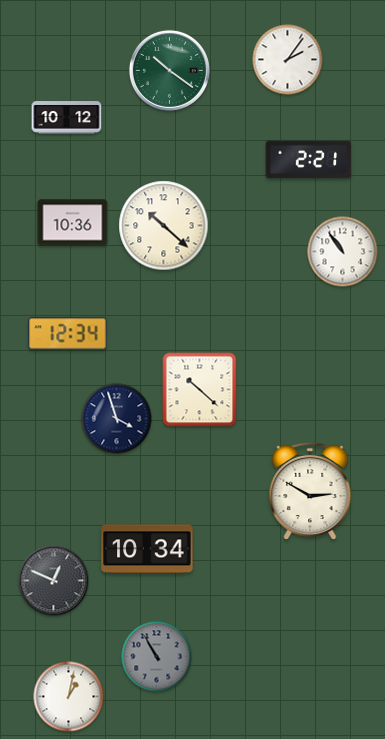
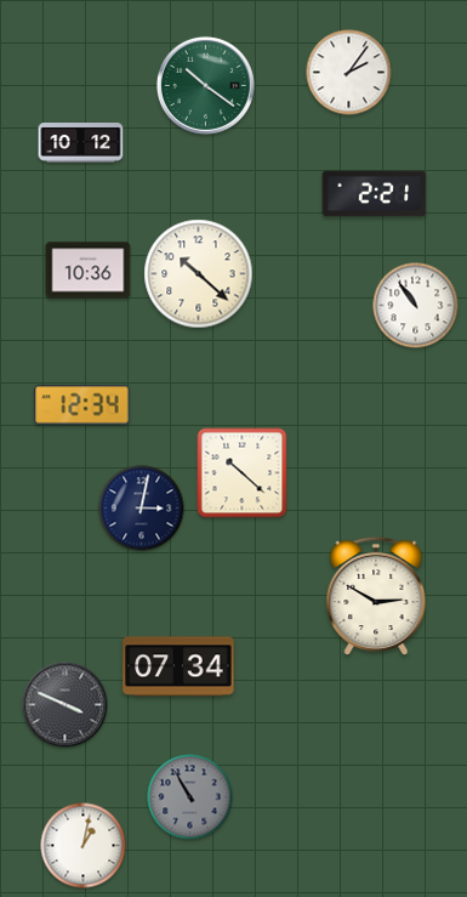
clock at (117, 419): 3:57 -> 3:02
clock at (147, 549): 10:34 -> 07:34
clock at (54, 581): 12:49 -> 3:49
